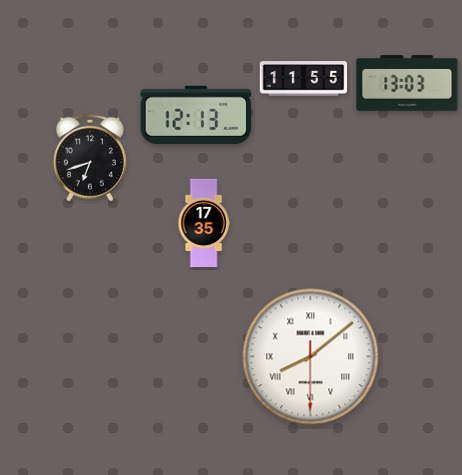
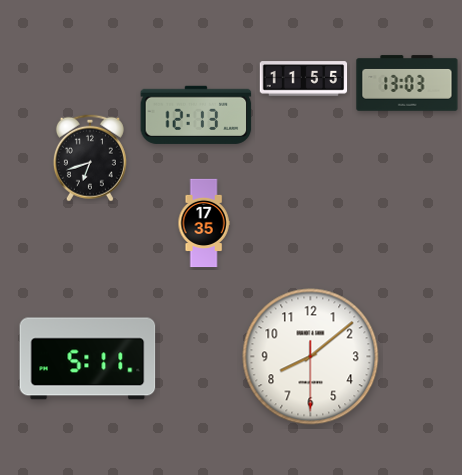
clock at (311, 357) numerals: Roman -> Arabic
clock at (88, 359): none -> 5:11
